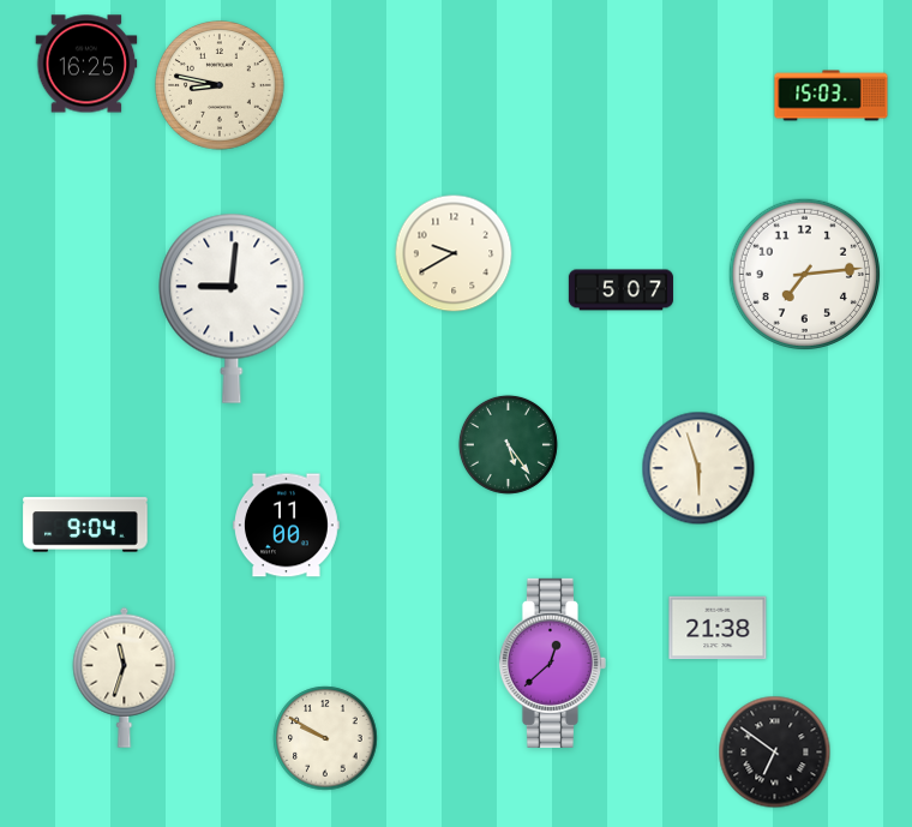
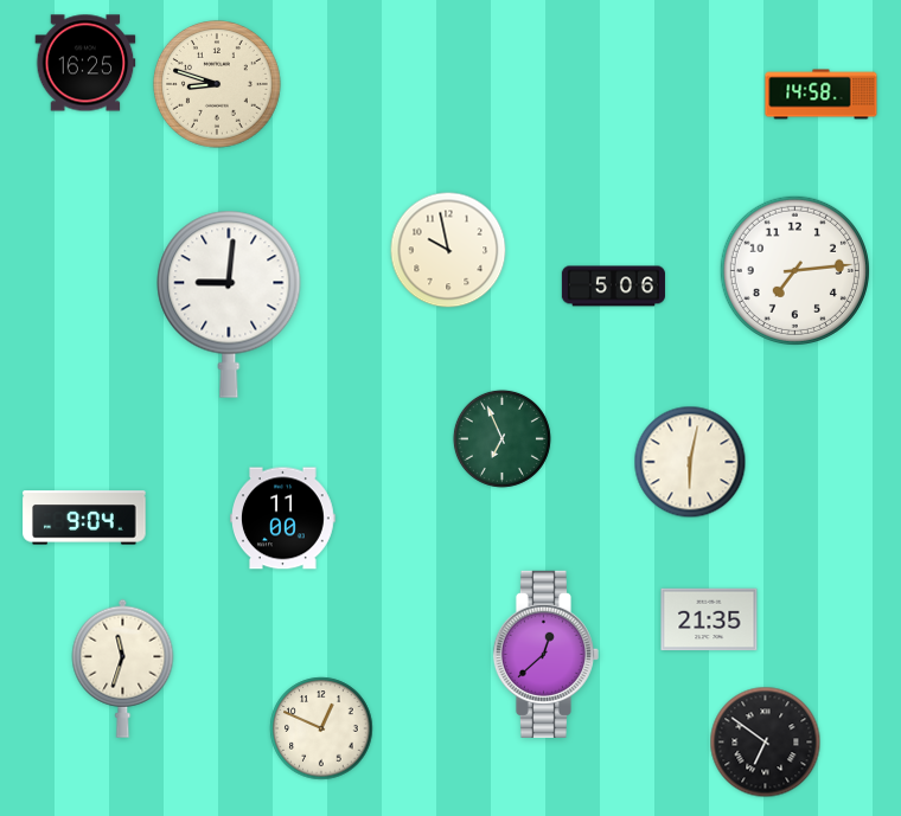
clock at (221, 86): 8:47 -> 8:48
clock at (832, 96): 15:03 -> 14:58
clock at (454, 253): 9:40 -> 9:58
clock at (620, 290): 5:07 -> 5:06
clock at (508, 444): 5:24 -> 6:56
clock at (698, 468): 5:57 -> 6:02
clock at (718, 628): 21:38 -> 21:35
clock at (325, 738): 9:50 -> 12:49
